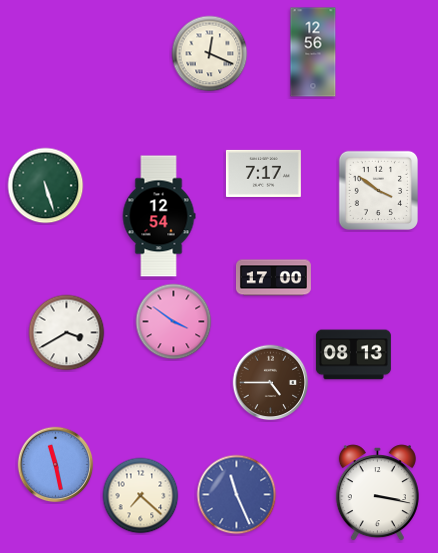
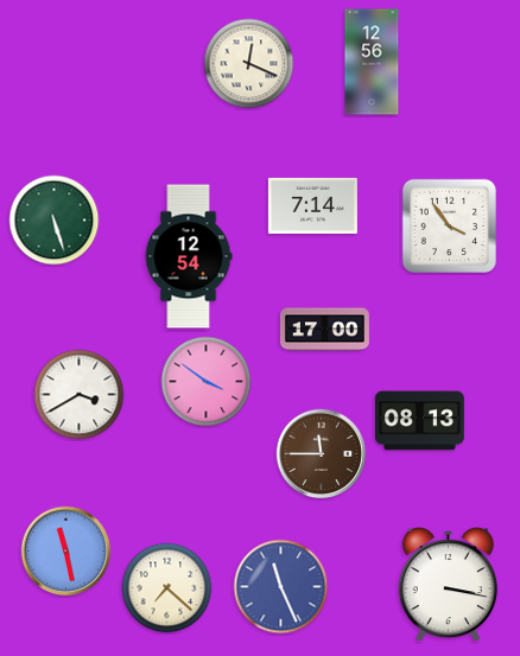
clock at (263, 173): 7:17 -> 7:14
clock at (379, 191): 3:51 -> 3:54
clock at (271, 383): 4:45 -> 11:45
